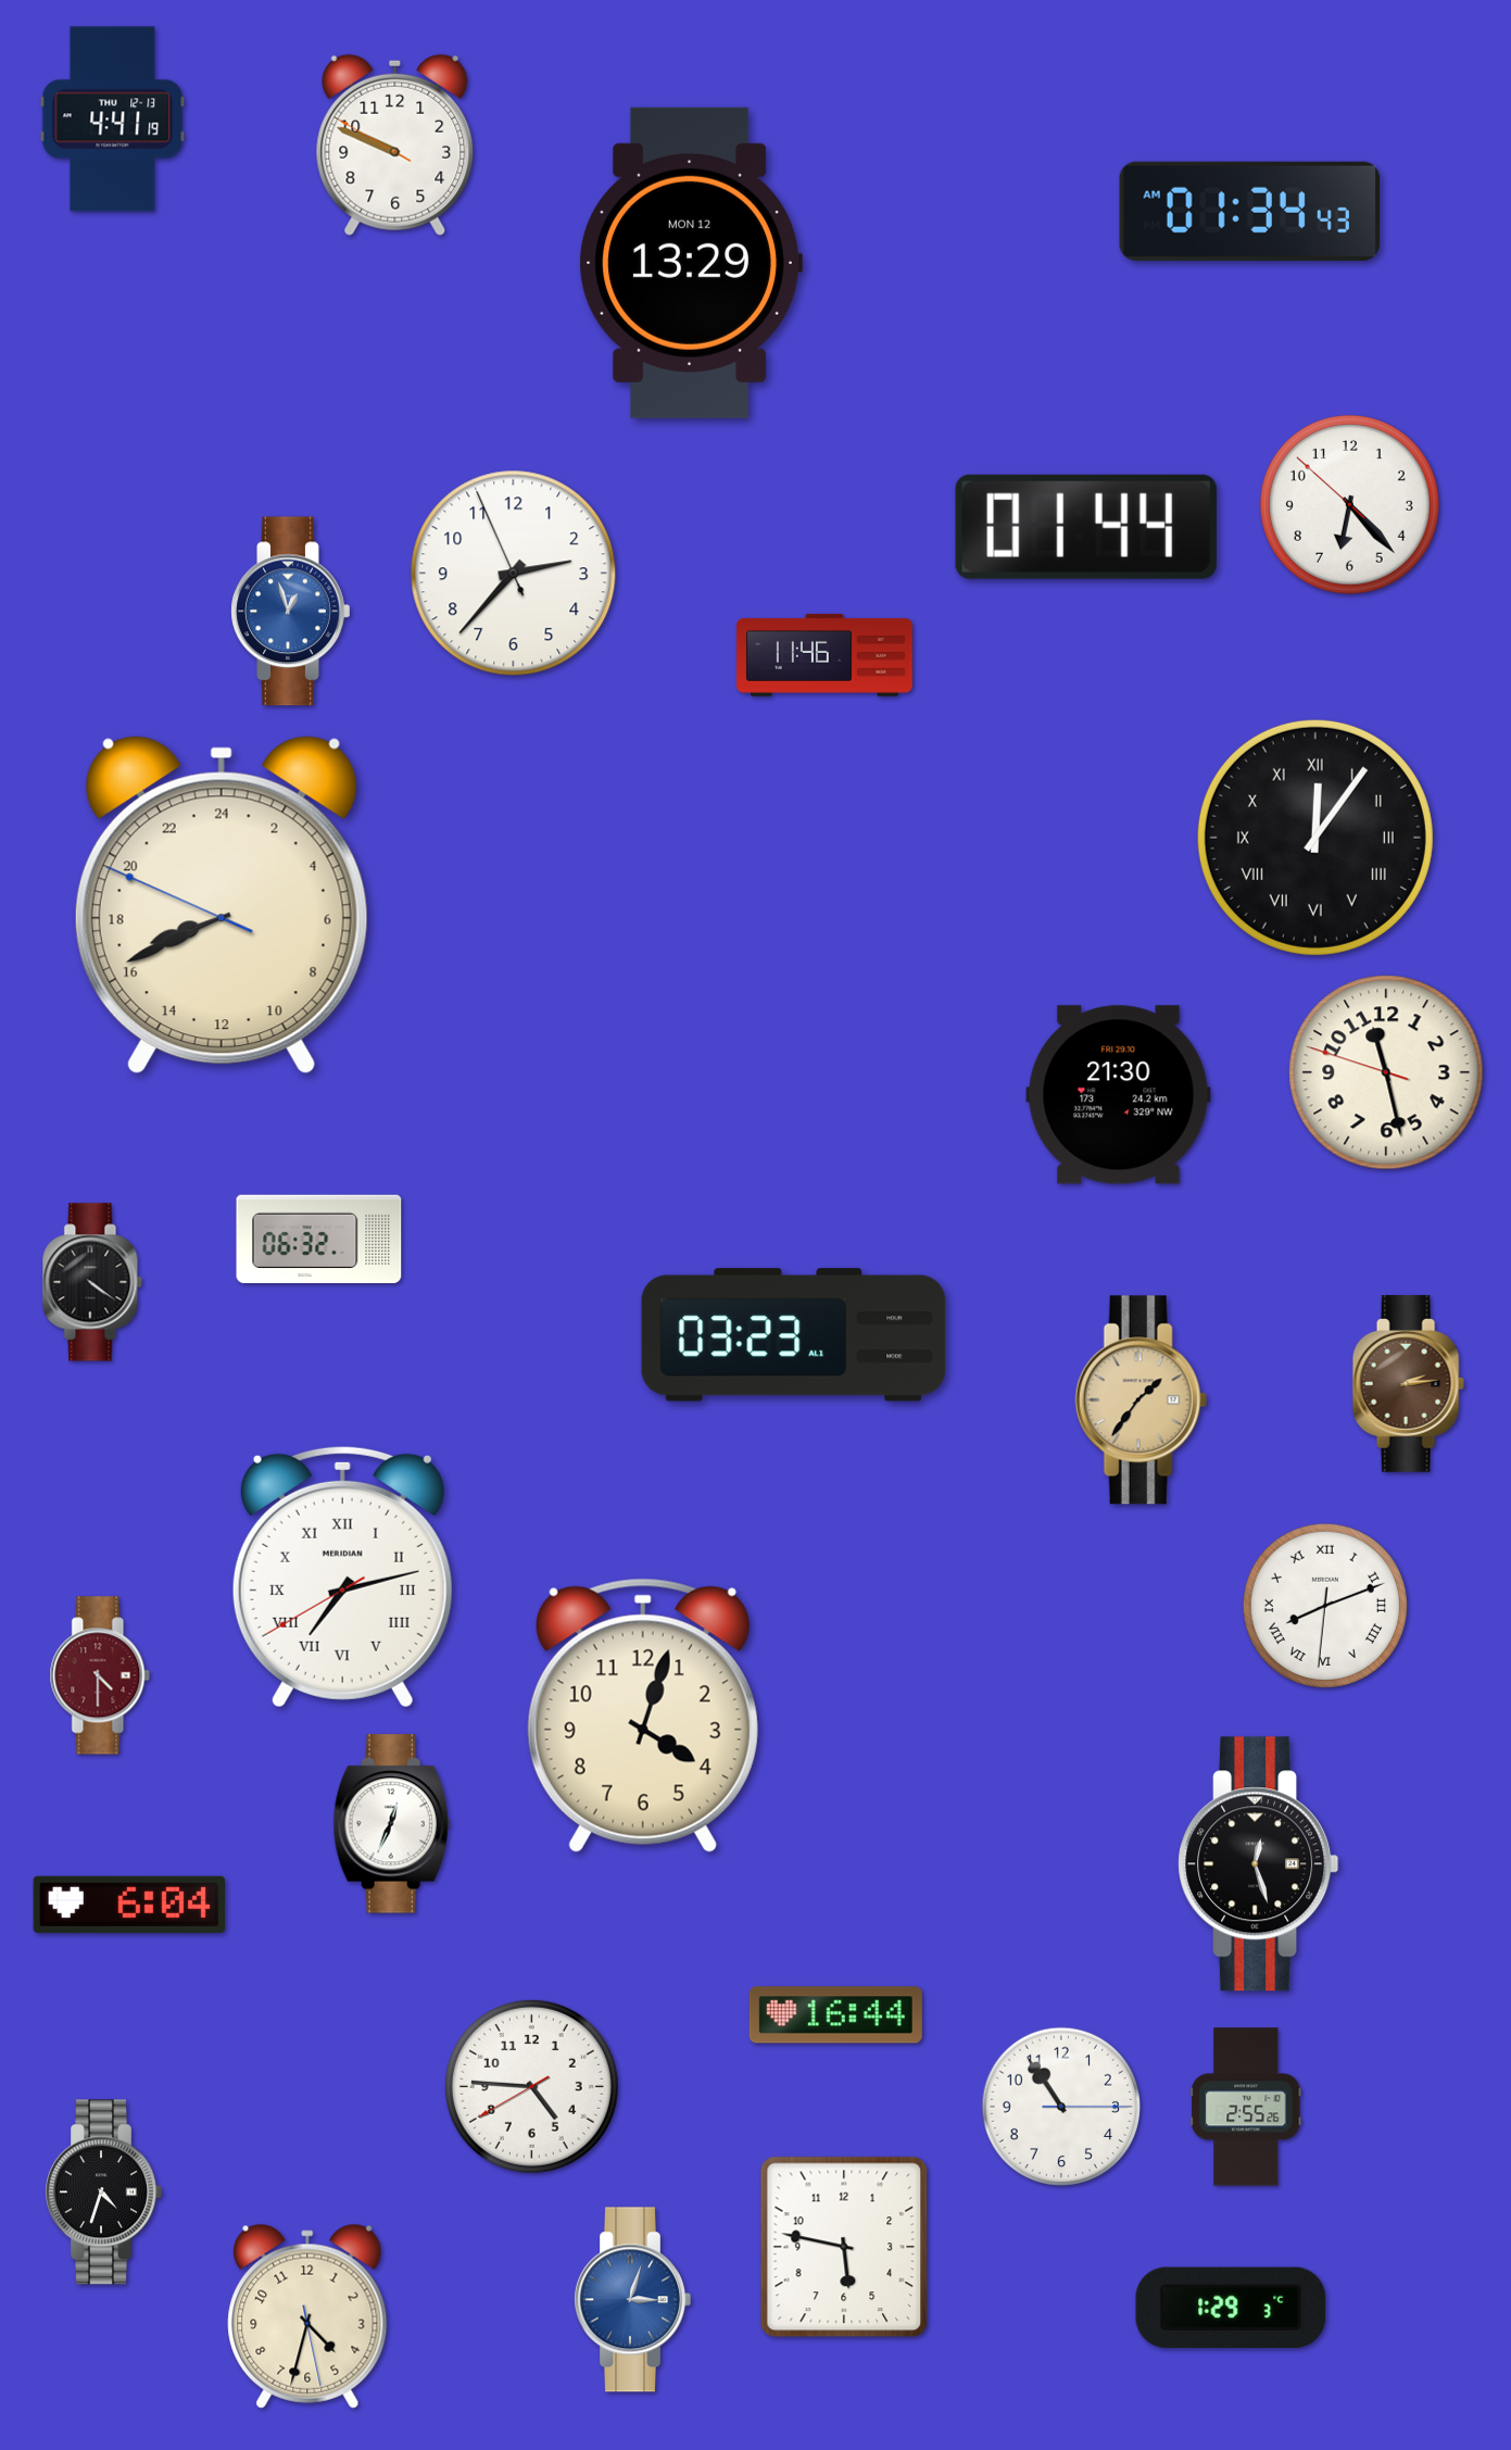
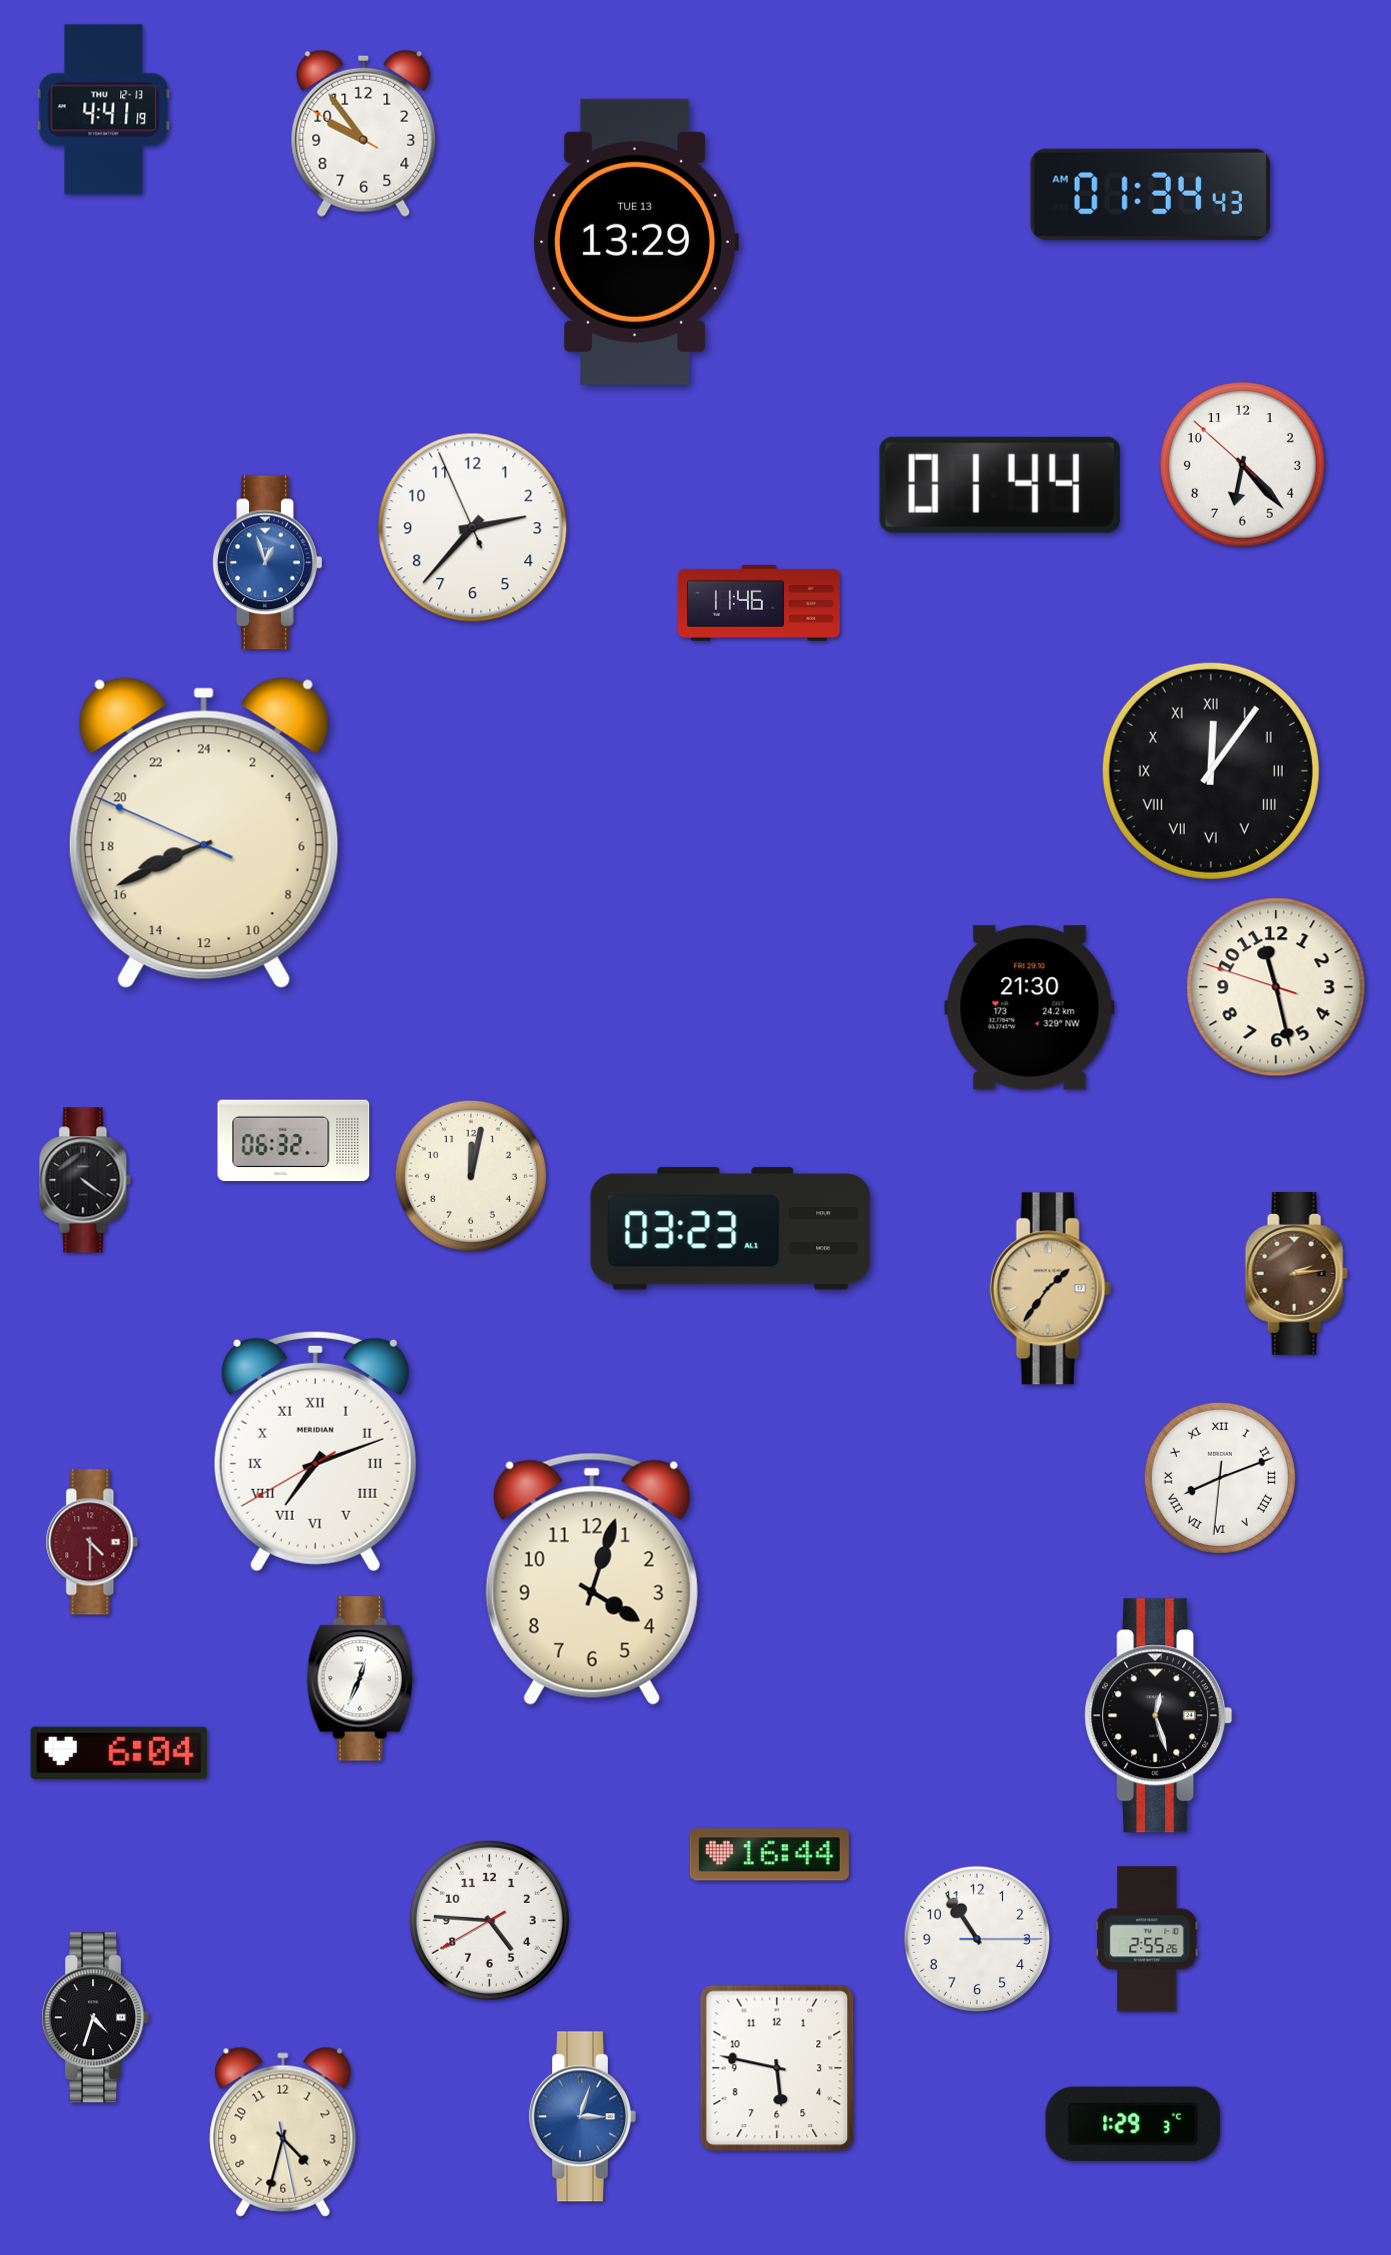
clock at (395, 145): 9:48 -> 9:53
clock at (691, 263) date: MON 12 -> TUE 13
clock at (471, 1176): none -> 12:02
clock at (342, 1576): 7:12 -> 7:11
